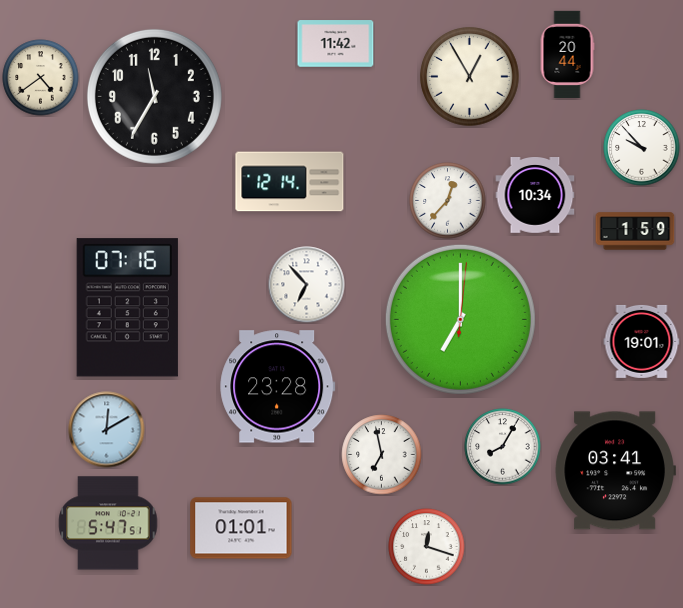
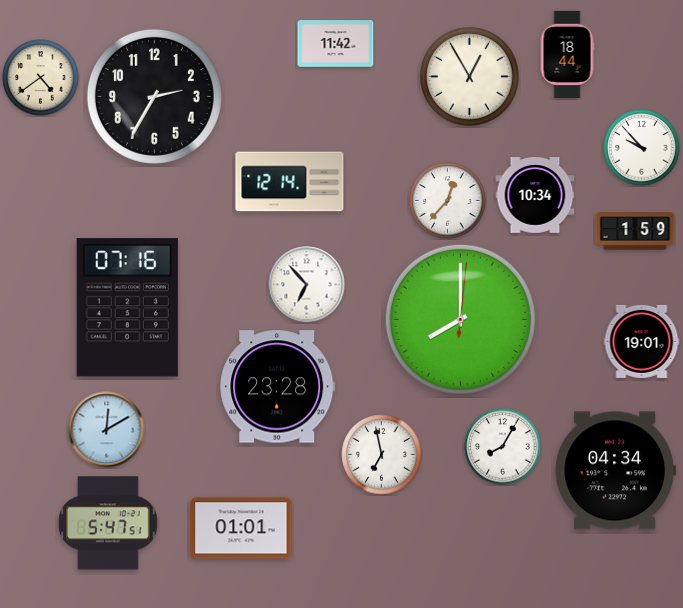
clock at (567, 54): 20:44 -> 18:44
clock at (154, 96): 11:35 -> 2:35
clock at (460, 319): 7:00 -> 8:00
clock at (615, 471): 03:41 -> 04:34
clock at (427, 547): 12:18 -> none
